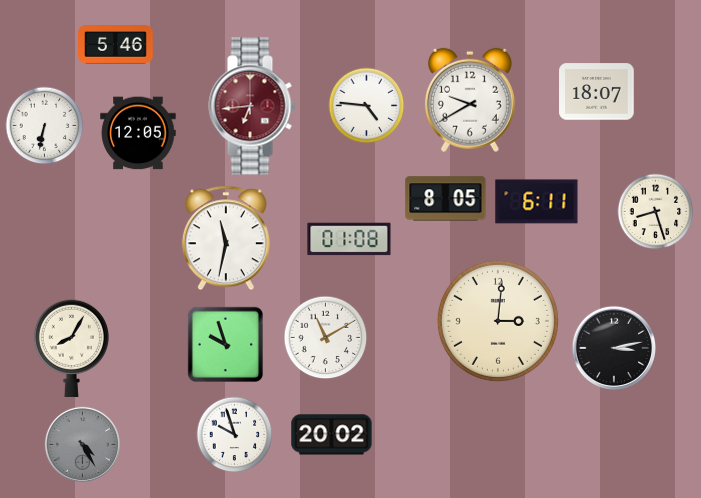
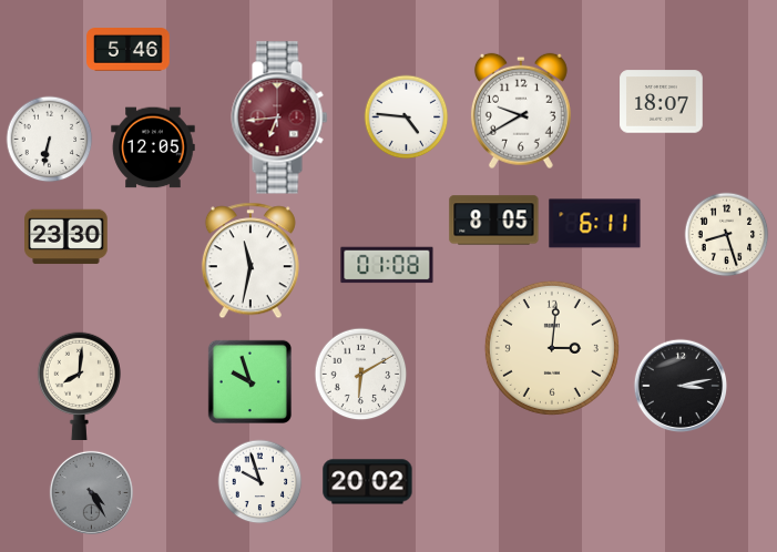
clock at (67, 237): none -> 23:30
clock at (226, 238) position: (226, 238) -> (251, 260)
clock at (498, 321) position: (498, 321) -> (552, 348)
clock at (326, 338): 11:10 -> 6:10
clock at (71, 348): 8:05 -> 8:01
